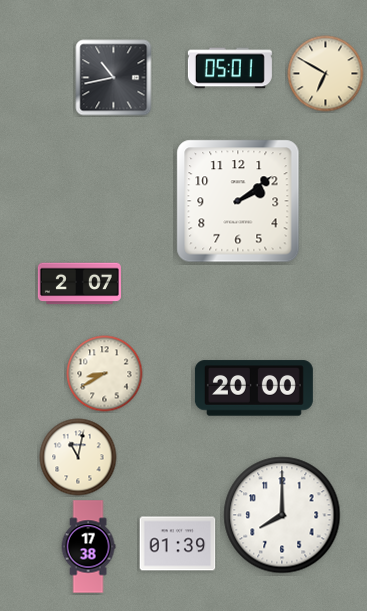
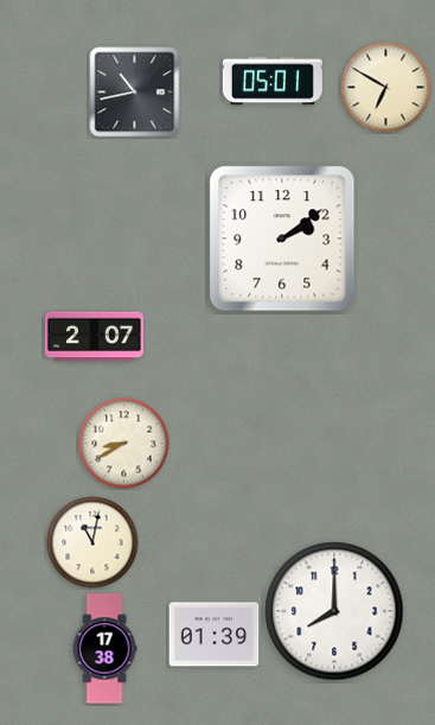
clock at (254, 388): 20:00 -> none
clock at (178, 544) position: (178, 544) -> (215, 635)
